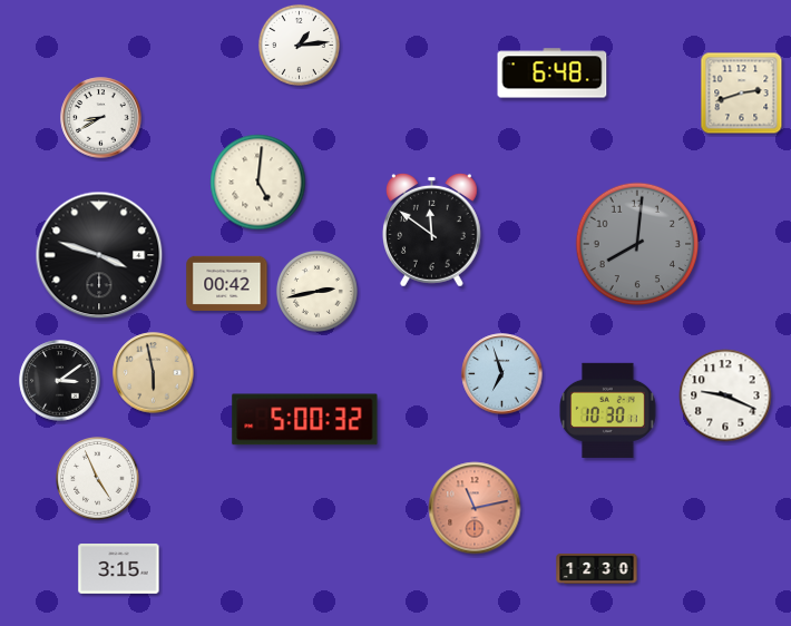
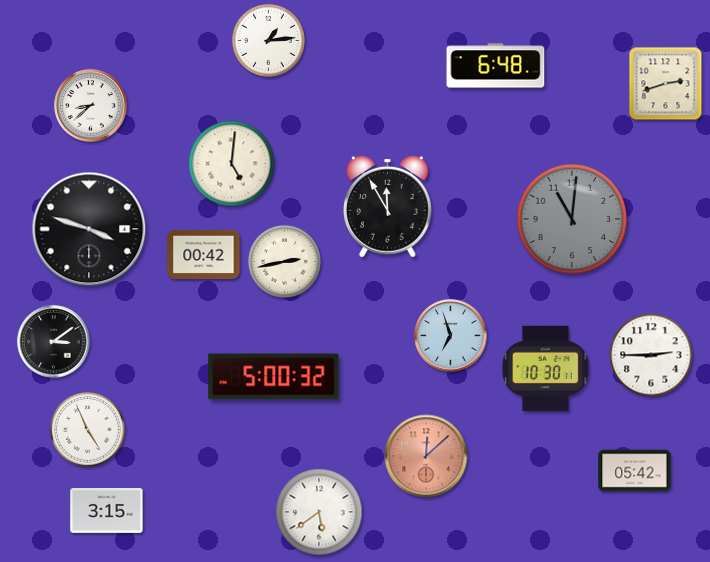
clock at (101, 118): 8:40 -> 8:38
clock at (431, 229): 11:51 -> 11:55
clock at (637, 244): 8:01 -> 11:01
clock at (154, 373): 5:58 -> none
clock at (725, 395): 9:19 -> 2:45
clock at (475, 508): 11:13 -> 12:08
clock at (635, 471): none -> 05:42
clock at (597, 568): 12:30 -> none
clock at (319, 512): none -> 5:39
